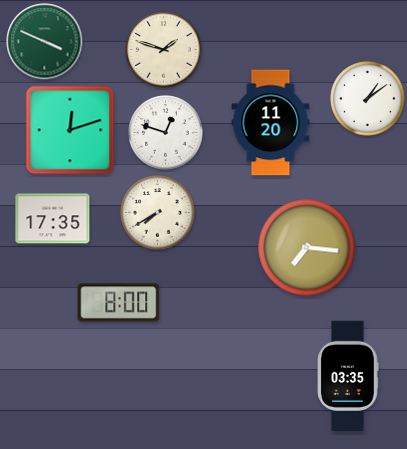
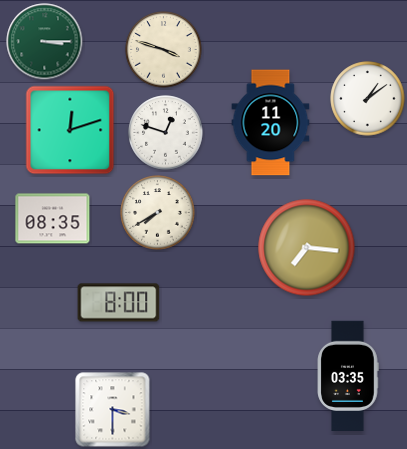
clock at (45, 42): 3:49 -> 3:15
clock at (164, 50): 1:48 -> 3:48
clock at (53, 219): 17:35 -> 08:35
clock at (113, 410): none -> 3:30
